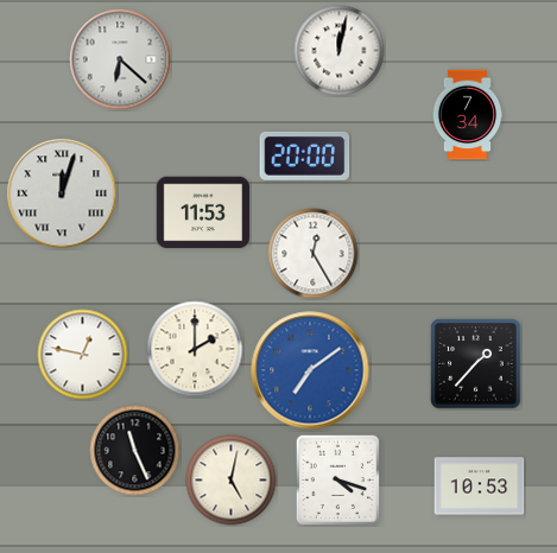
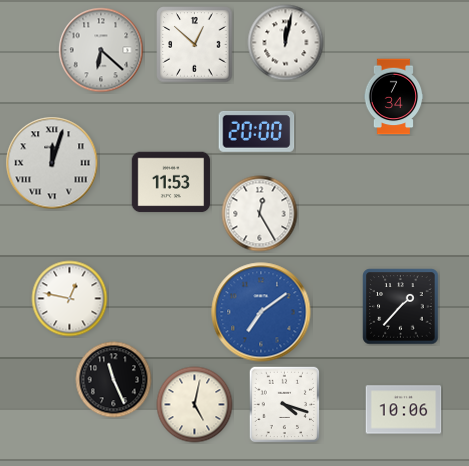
clock at (195, 45): none -> 12:52
clock at (203, 212) position: (203, 212) -> (171, 182)
clock at (314, 254) position: (314, 254) -> (260, 214)
clock at (195, 349): 2:00 -> none
clock at (480, 487): 10:53 -> 10:06
